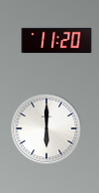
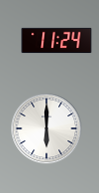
clock at (57, 40): 11:20 -> 11:24
